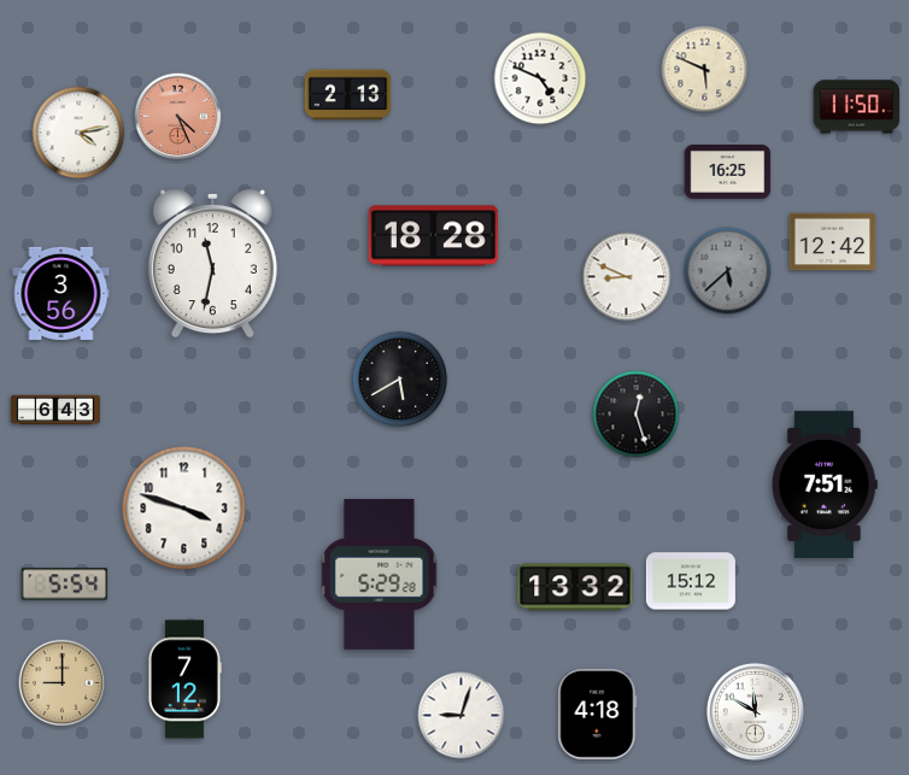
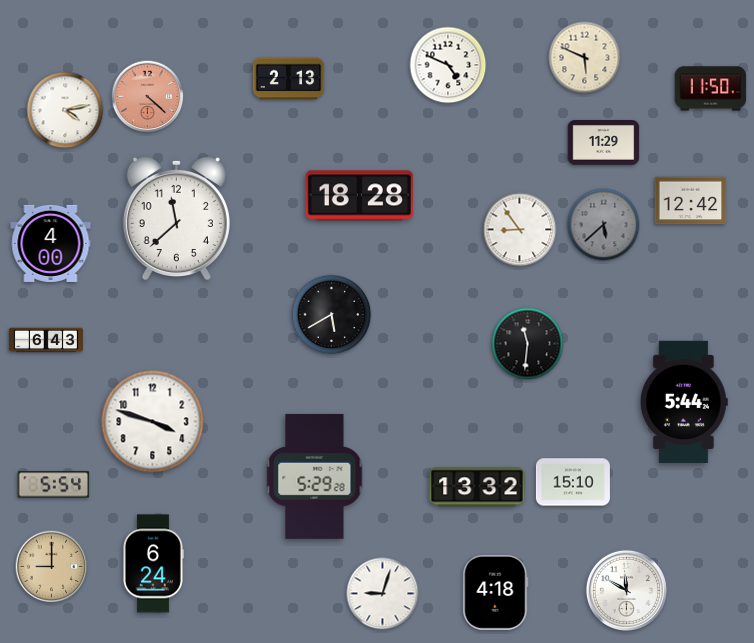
clock at (178, 117): 4:26 -> 4:22
clock at (728, 172): 16:25 -> 11:29
clock at (212, 263): 11:32 -> 11:38
clock at (627, 277): 8:49 -> 8:54
clock at (61, 293): 3:56 -> 4:00
clock at (637, 415): 12:27 -> 11:31
clock at (825, 485): 7:51 -> 5:44
clock at (691, 581): 15:12 -> 15:10
clock at (184, 680): 7:12 -> 6:24
